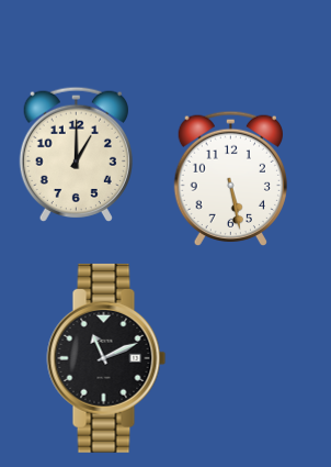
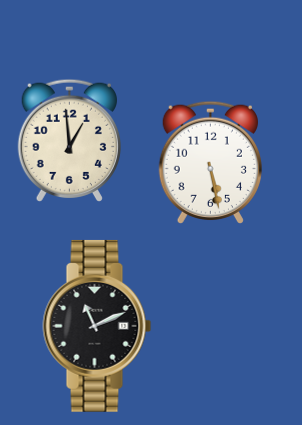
clock at (76, 154): 1:00 -> 12:59
